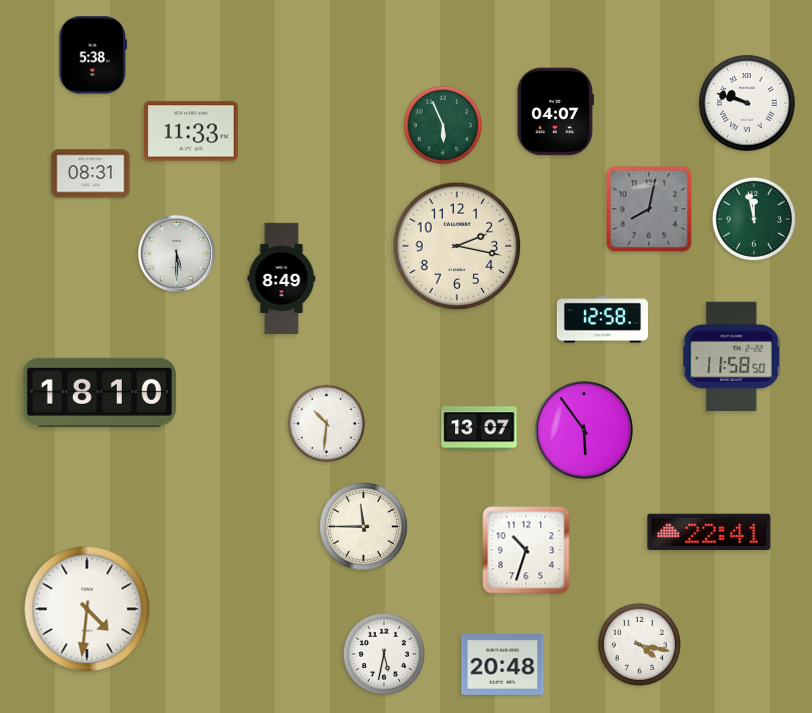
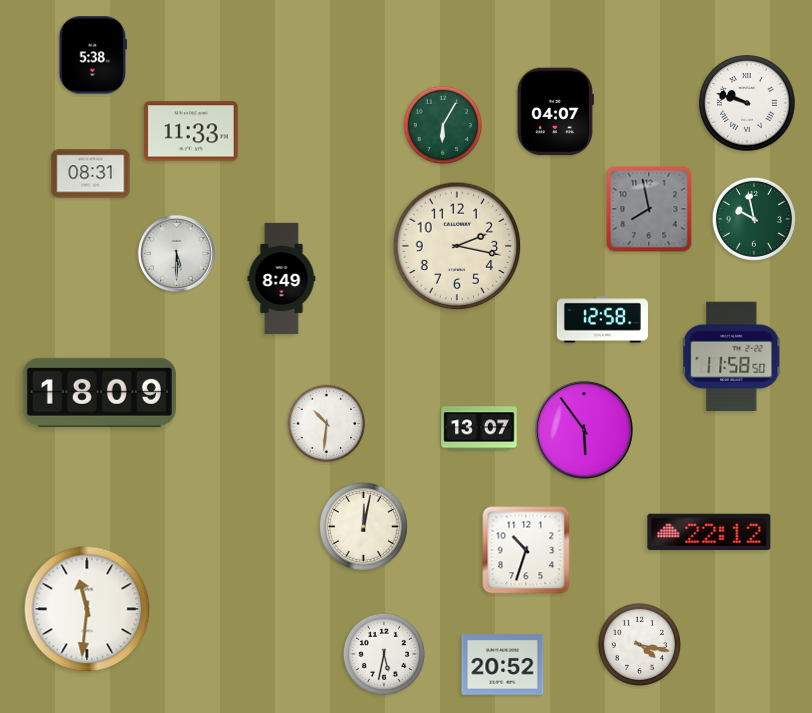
clock at (443, 125): 5:56 -> 6:05
clock at (649, 209): 8:02 -> 7:58
clock at (754, 219): 11:58 -> 9:58
clock at (99, 392): 18:10 -> 18:09
clock at (363, 526): 11:45 -> 12:02
clock at (709, 531): 22:41 -> 22:12
clock at (87, 609): 4:31 -> 11:31
clock at (503, 665): 20:48 -> 20:52
